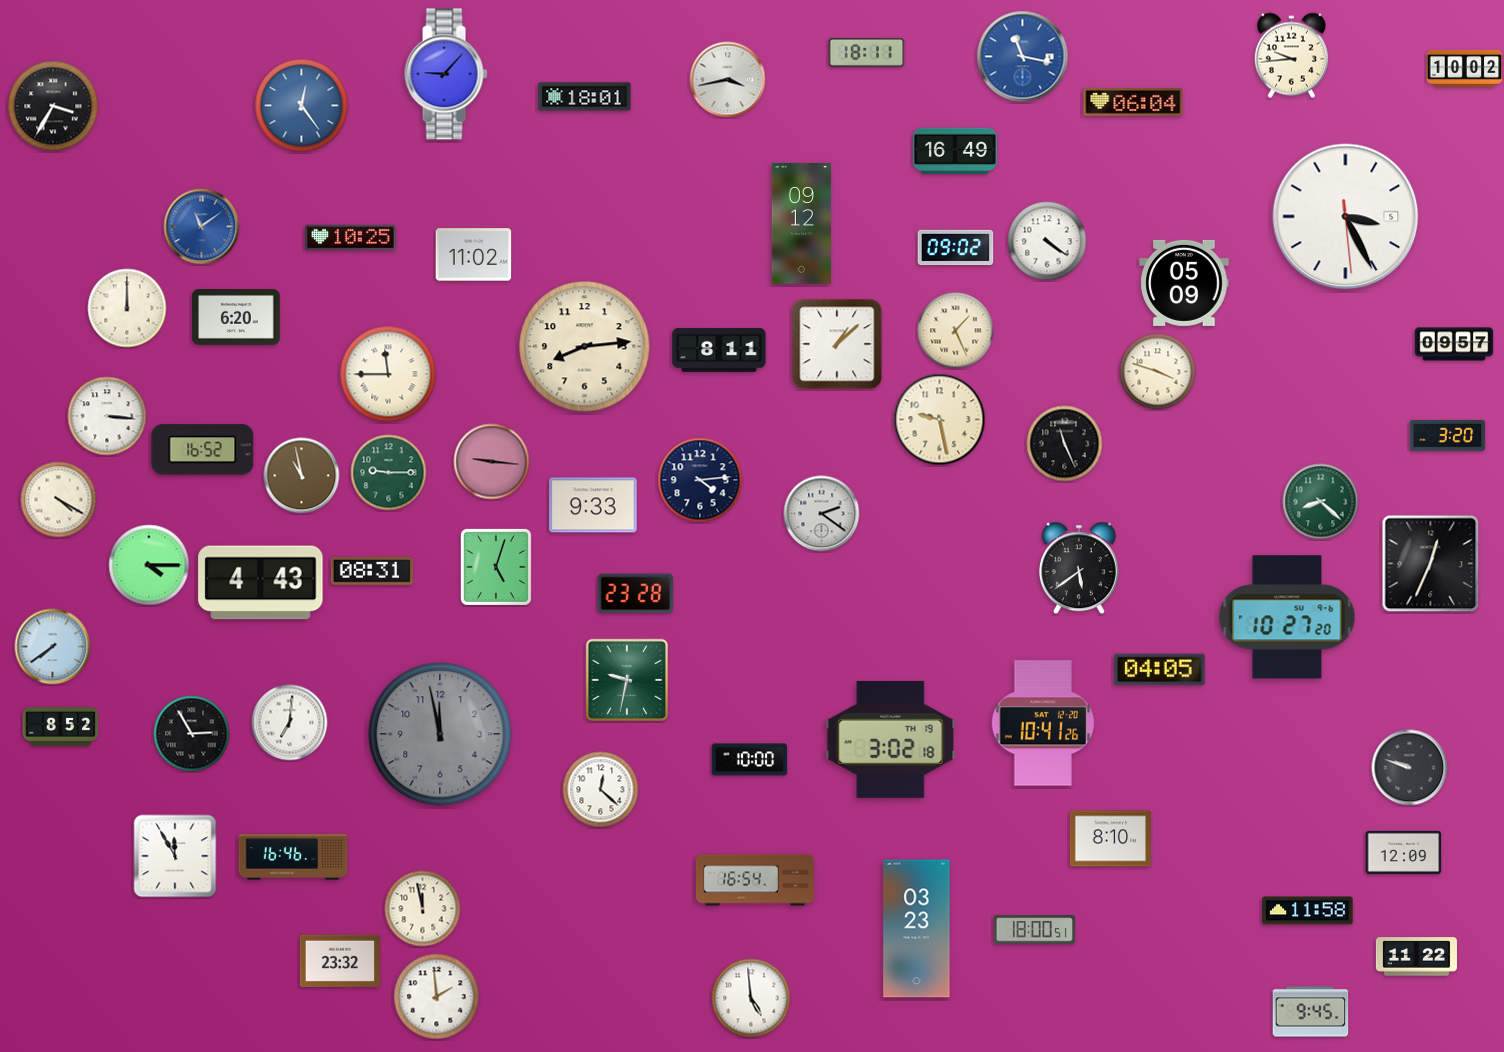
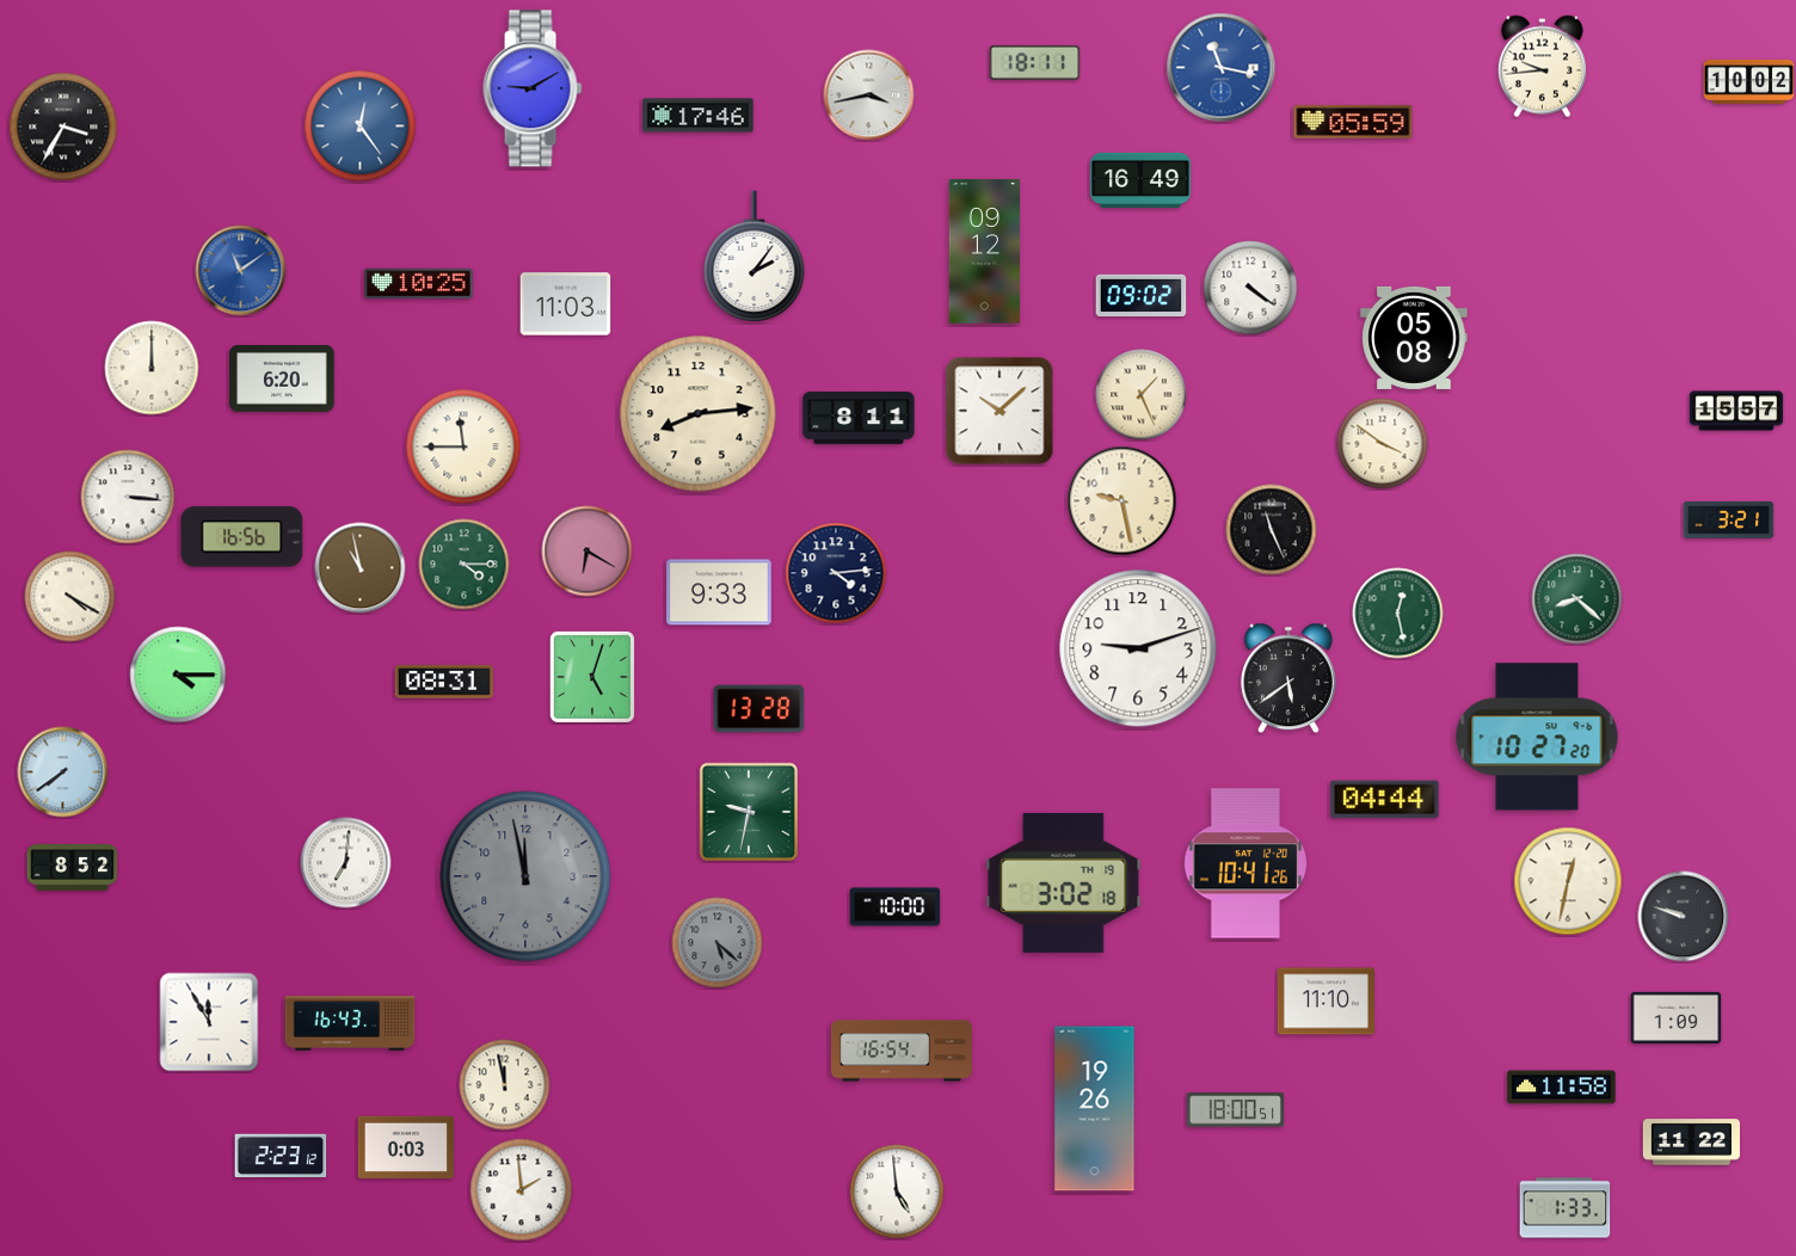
clock at (446, 74): 9:07 -> 9:10
clock at (585, 97): 18:01 -> 17:46
clock at (1133, 102): 06:04 -> 05:59
clock at (755, 257): none -> 2:06
clock at (1346, 217): 3:25 -> none
clock at (802, 224) position: (802, 224) -> (985, 252)
clock at (474, 255): 11:02 -> 11:03
clock at (1184, 283): 05:09 -> 05:08
clock at (837, 344): 1:08 -> 10:08
clock at (1454, 344): 09:57 -> 15:57
clock at (1158, 372): 3:48 -> 3:51
clock at (1448, 435): 3:20 -> 3:21
clock at (203, 450): 16:52 -> 16:56
clock at (492, 462): 9:16 -> 6:20
clock at (389, 473): 9:15 -> 4:15
clock at (593, 505) position: (593, 505) -> (719, 592)
clock at (822, 514): 2:21 -> none
clock at (1398, 614): none -> 12:28
clock at (1138, 648): none -> 9:12
clock at (1431, 564): 12:34 -> none
clock at (261, 583): 4:43 -> none
clock at (636, 594): 23:28 -> 13:28
clock at (1160, 670): 04:05 -> 04:44
clock at (192, 734): 2:55 -> none
clock at (1568, 881): none -> 12:32
clock at (601, 790): 12:22 -> 5:22
clock at (601, 790) dial: white -> grey
clock at (1110, 839): 8:10 -> 11:10
clock at (1404, 852): 12:09 -> 1:09
clock at (293, 857): 16:46 -> 16:43
clock at (917, 929): 03:23 -> 19:26
clock at (339, 960): 23:32 -> 0:03
clock at (281, 1155): none -> 2:23
clock at (1311, 1012): 9:45 -> 1:33
